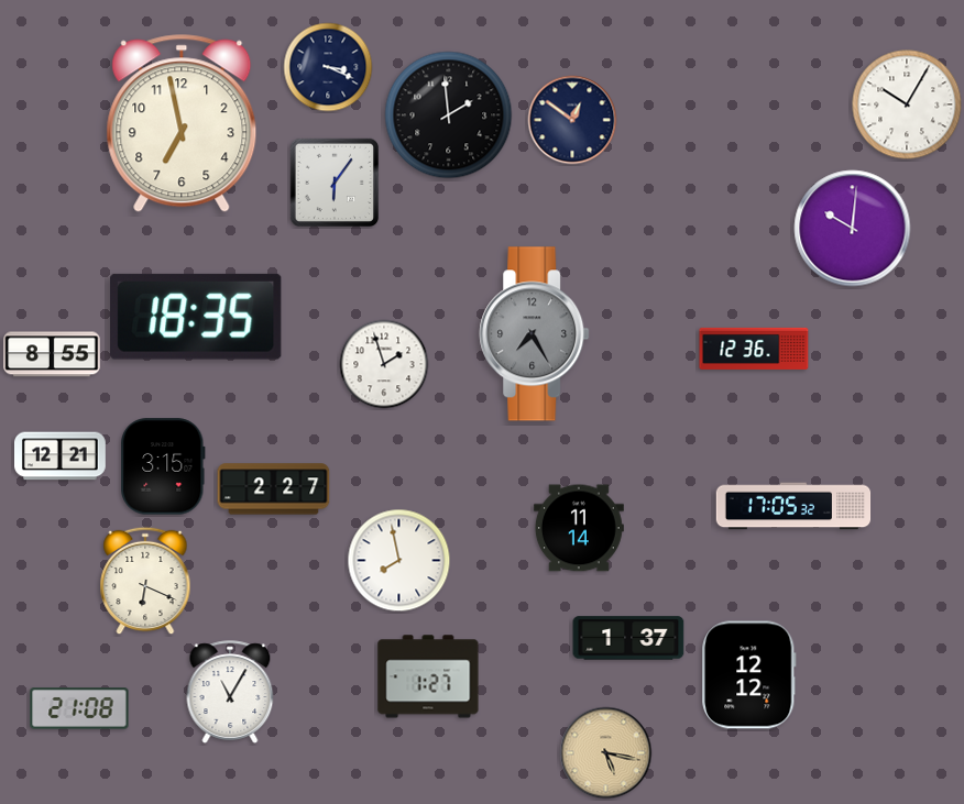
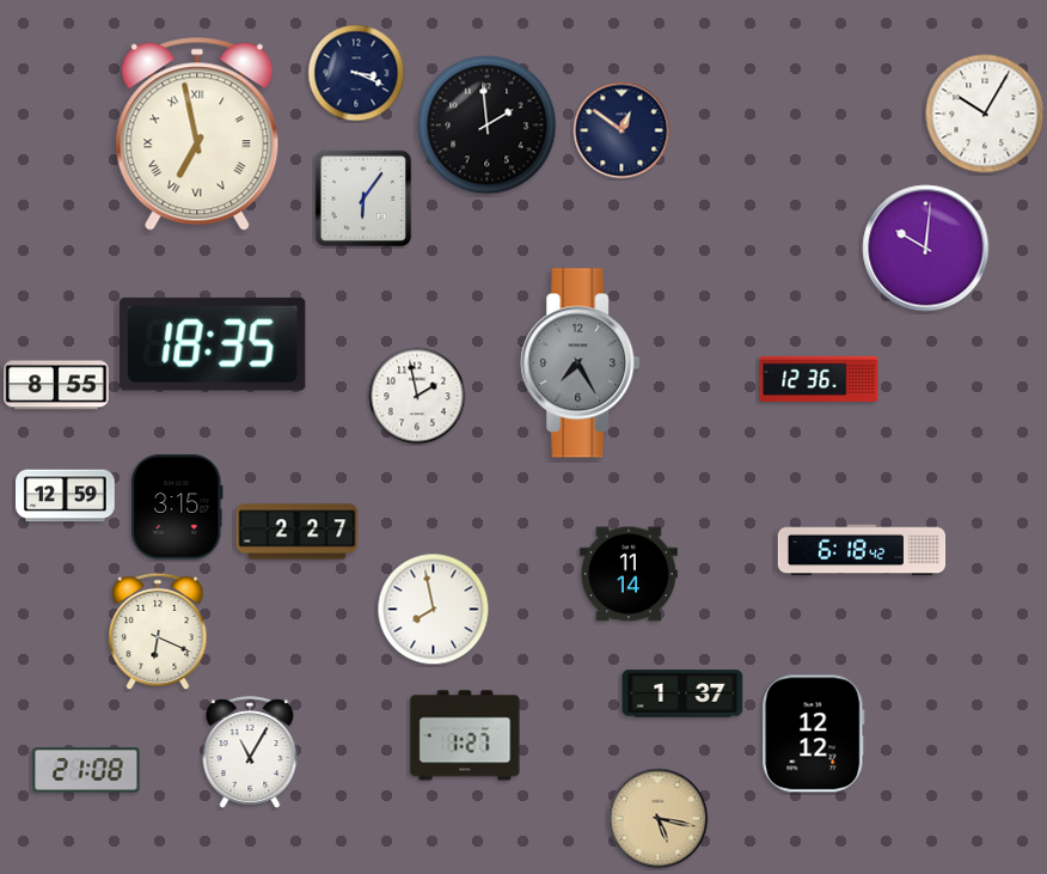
clock at (182, 123) numerals: Arabic -> Roman
clock at (384, 364): 1:57 -> 1:58
clock at (61, 456): 12:21 -> 12:59
clock at (793, 506): 17:05 -> 6:18
